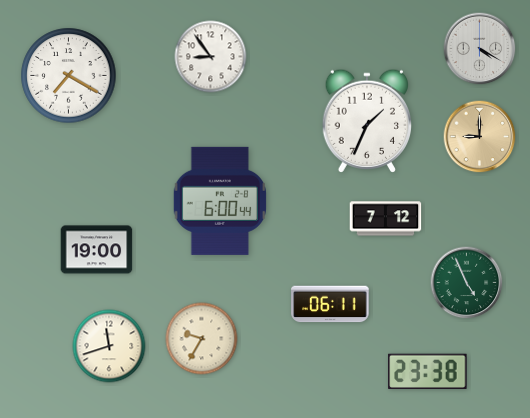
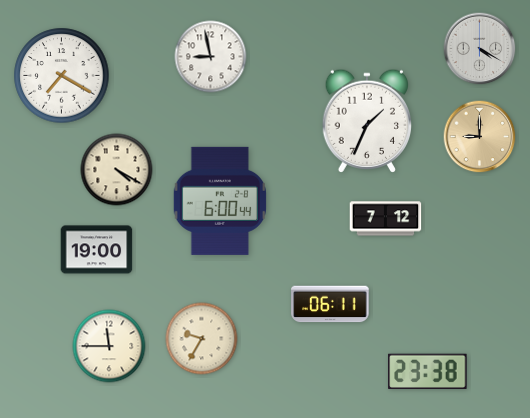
clock at (211, 57): 8:54 -> 8:58
clock at (69, 76) position: (69, 76) -> (62, 76)
clock at (117, 170): none -> 4:20
clock at (467, 283): 4:56 -> none
clock at (109, 346): 11:42 -> 11:45
